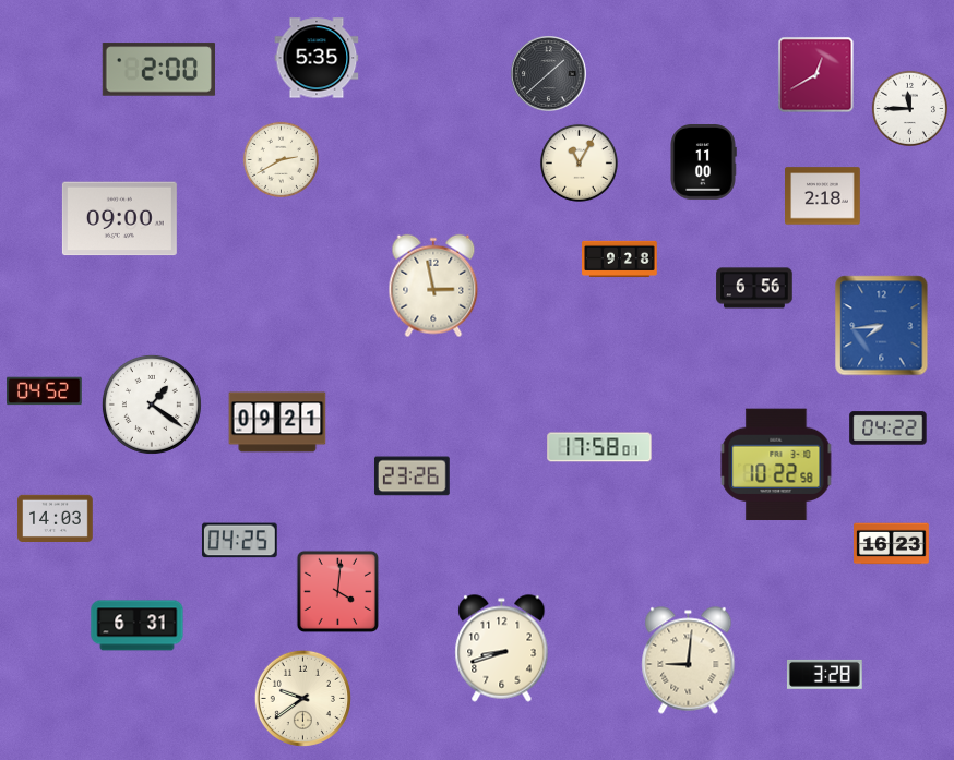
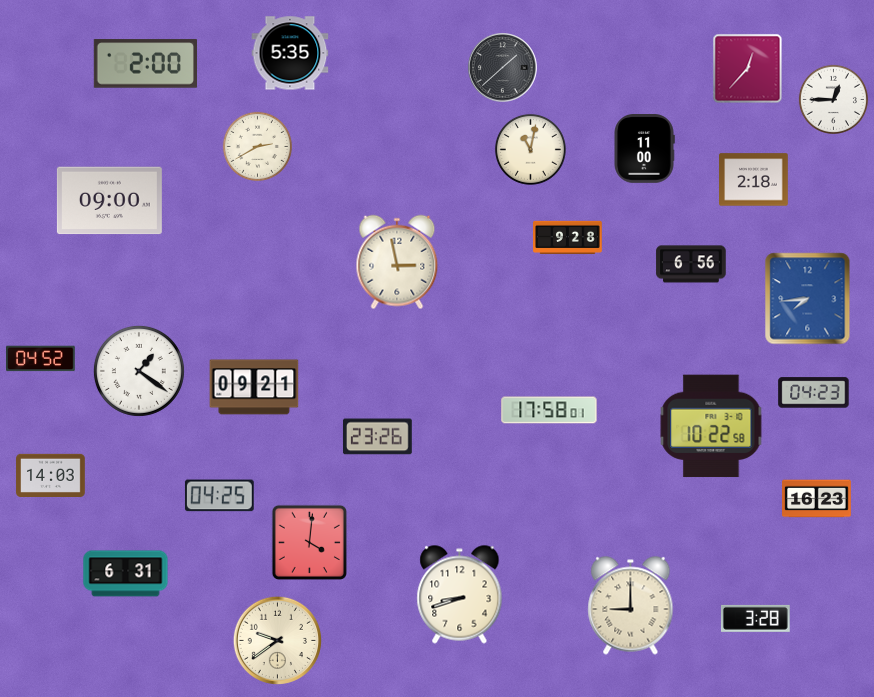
clock at (816, 75): 12:40 -> 12:37
clock at (909, 108): 11:45 -> 12:45
clock at (579, 162): 11:05 -> 11:02
clock at (889, 429): 04:22 -> 04:23
clock at (689, 661): 9:01 -> 9:00
